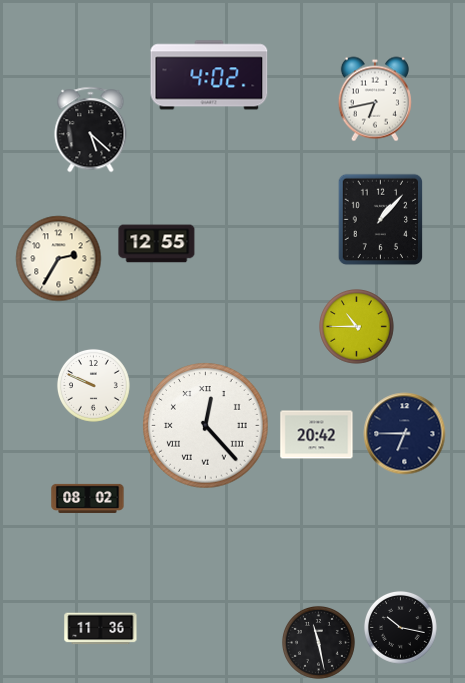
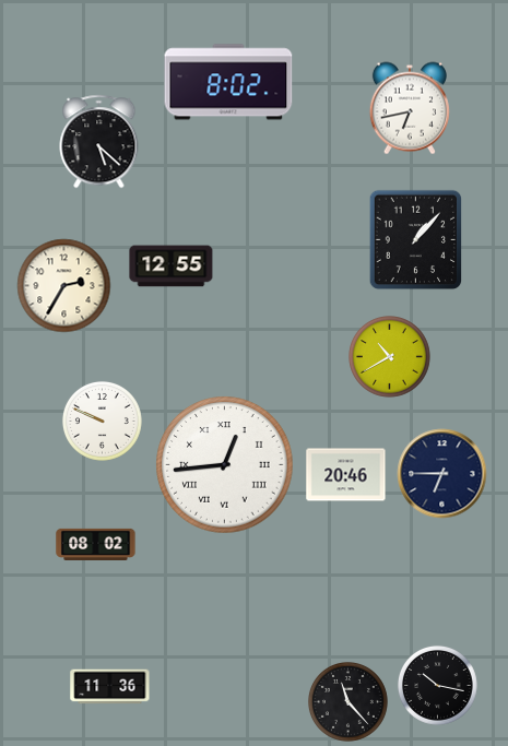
clock at (209, 75): 4:02 -> 8:02
clock at (59, 259) position: (59, 259) -> (64, 286)
clock at (357, 327): 10:45 -> 10:40
clock at (206, 426): 12:23 -> 12:44
clock at (317, 435): 20:42 -> 20:46
clock at (319, 643): 11:28 -> 11:23
